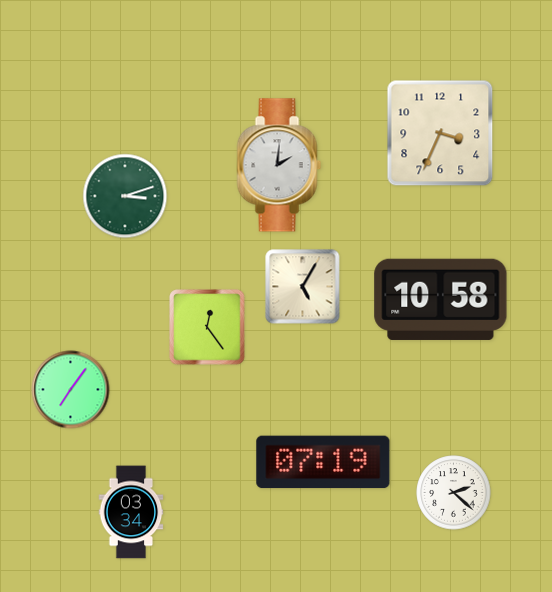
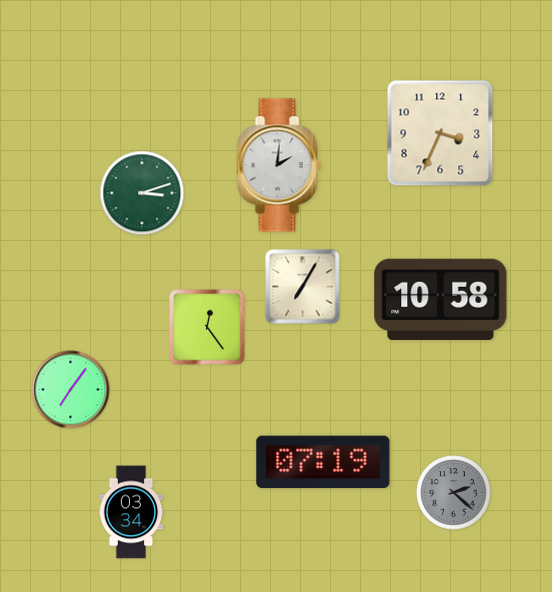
clock at (125, 196) position: (125, 196) -> (142, 193)
clock at (303, 287): 5:05 -> 7:05
clock at (454, 493) dial: white -> grey
